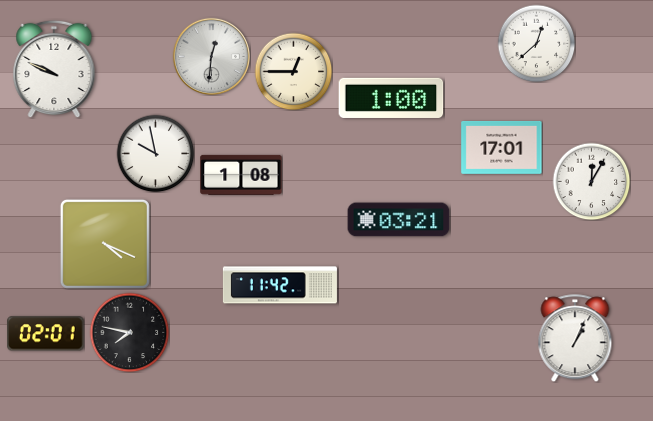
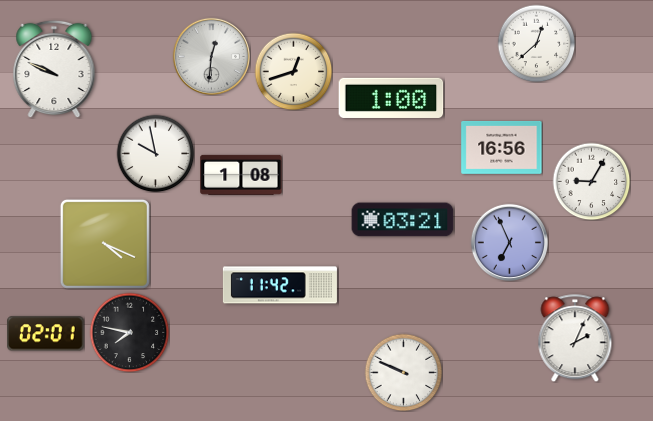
clock at (293, 71): 12:45 -> 12:42
clock at (502, 147): 17:01 -> 16:56
clock at (591, 181): 12:05 -> 9:05
clock at (399, 220) position: (399, 220) -> (403, 220)
clock at (509, 242): none -> 6:56
clock at (575, 338): 1:04 -> 2:04
clock at (403, 372): none -> 9:49
